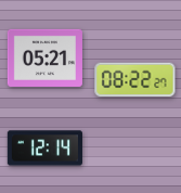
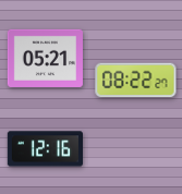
clock at (44, 149): 12:14 -> 12:16
